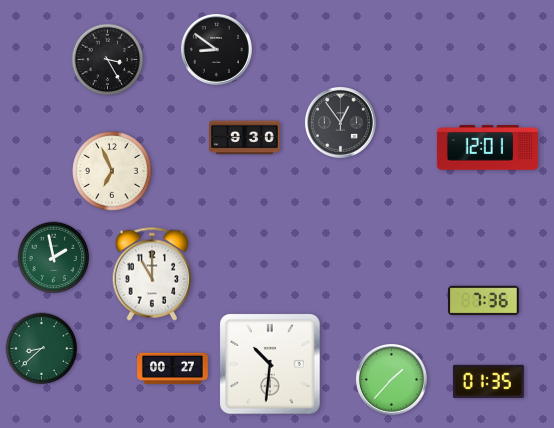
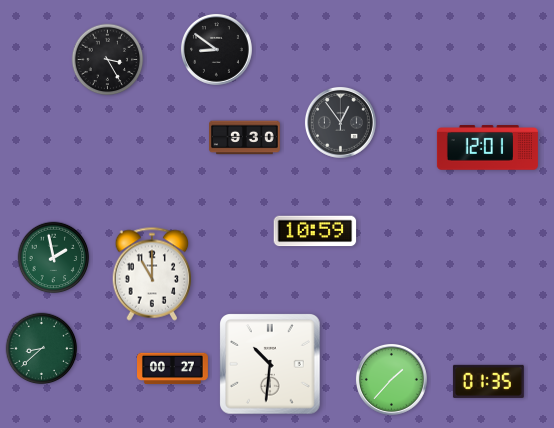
clock at (112, 171): 6:56 -> none
clock at (315, 231): none -> 10:59
clock at (484, 301): 7:36 -> none
